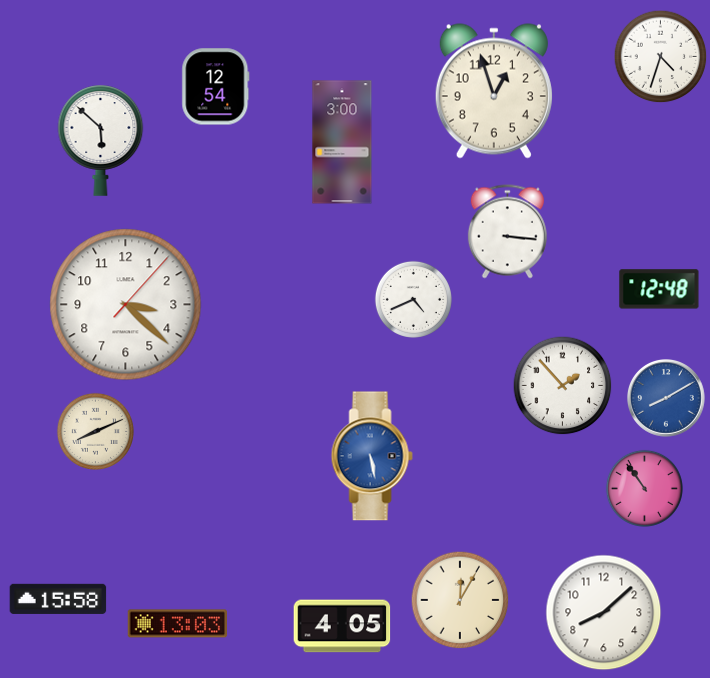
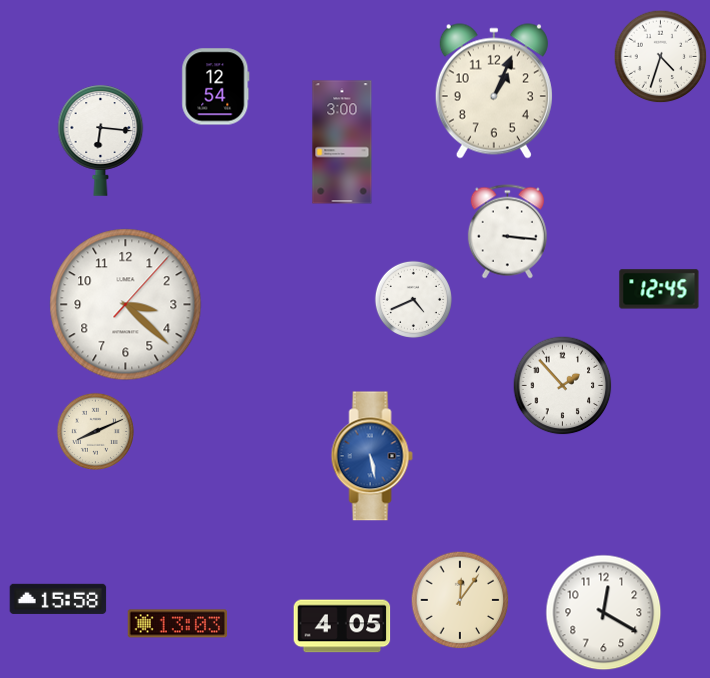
clock at (494, 91): 12:57 -> 1:04
clock at (101, 140): 5:52 -> 6:16
clock at (659, 289): 12:48 -> 12:45
clock at (667, 399): 8:10 -> none
clock at (644, 488): 10:54 -> none
clock at (460, 600): 12:05 -> 12:06
clock at (604, 613): 8:08 -> 12:20
